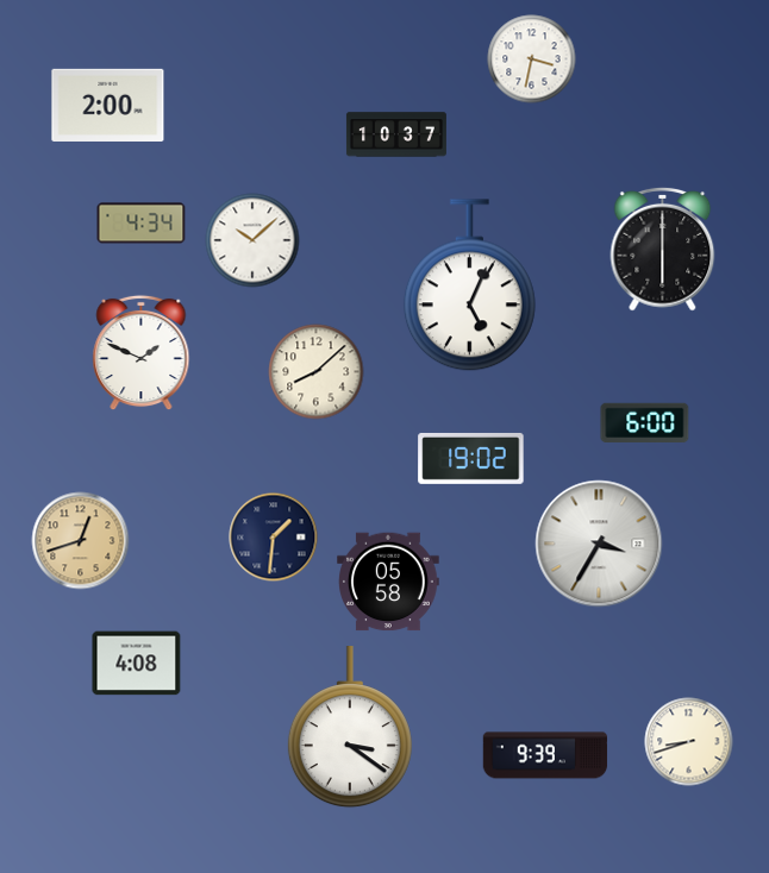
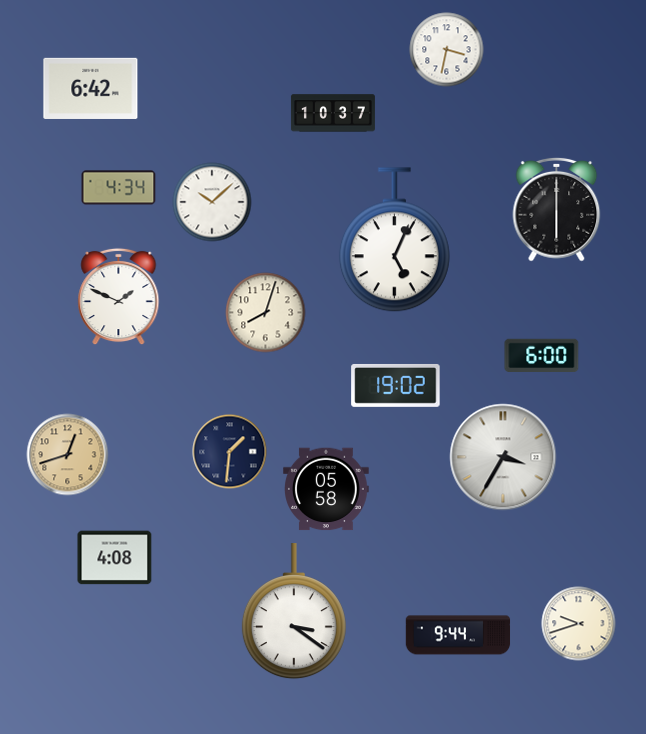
clock at (108, 105): 2:00 -> 6:42
clock at (317, 372): 8:08 -> 8:03
clock at (689, 742): 8:42 -> 9:42
clock at (545, 755): 9:39 -> 9:44
